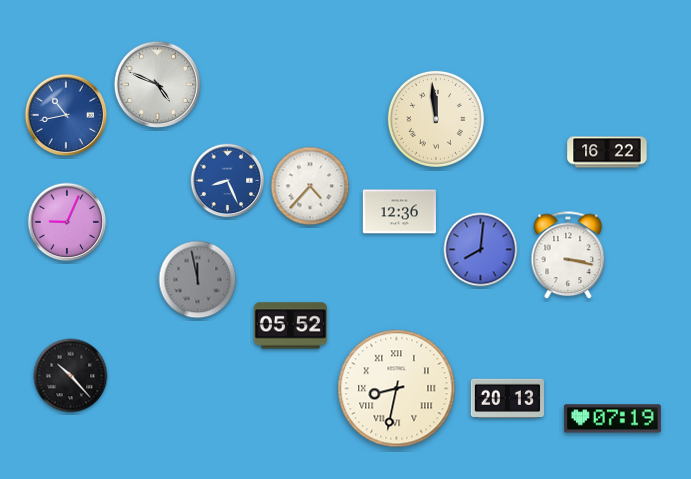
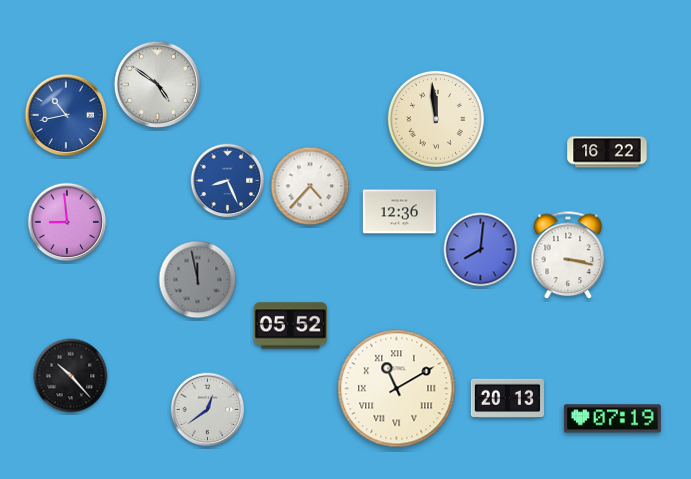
clock at (157, 84): 4:49 -> 4:51
clock at (67, 222): 9:04 -> 8:59
clock at (397, 389): 8:32 -> 11:10
clock at (208, 410): none -> 12:39
